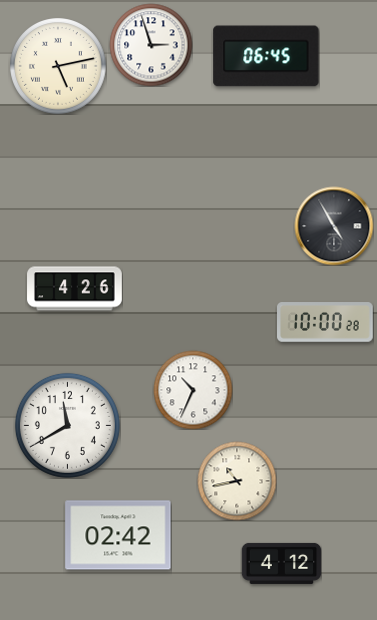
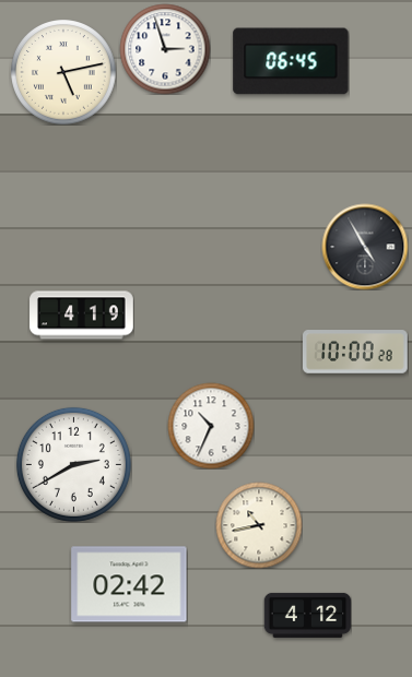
clock at (75, 289): 4:26 -> 4:19
clock at (67, 425): 11:40 -> 2:40
